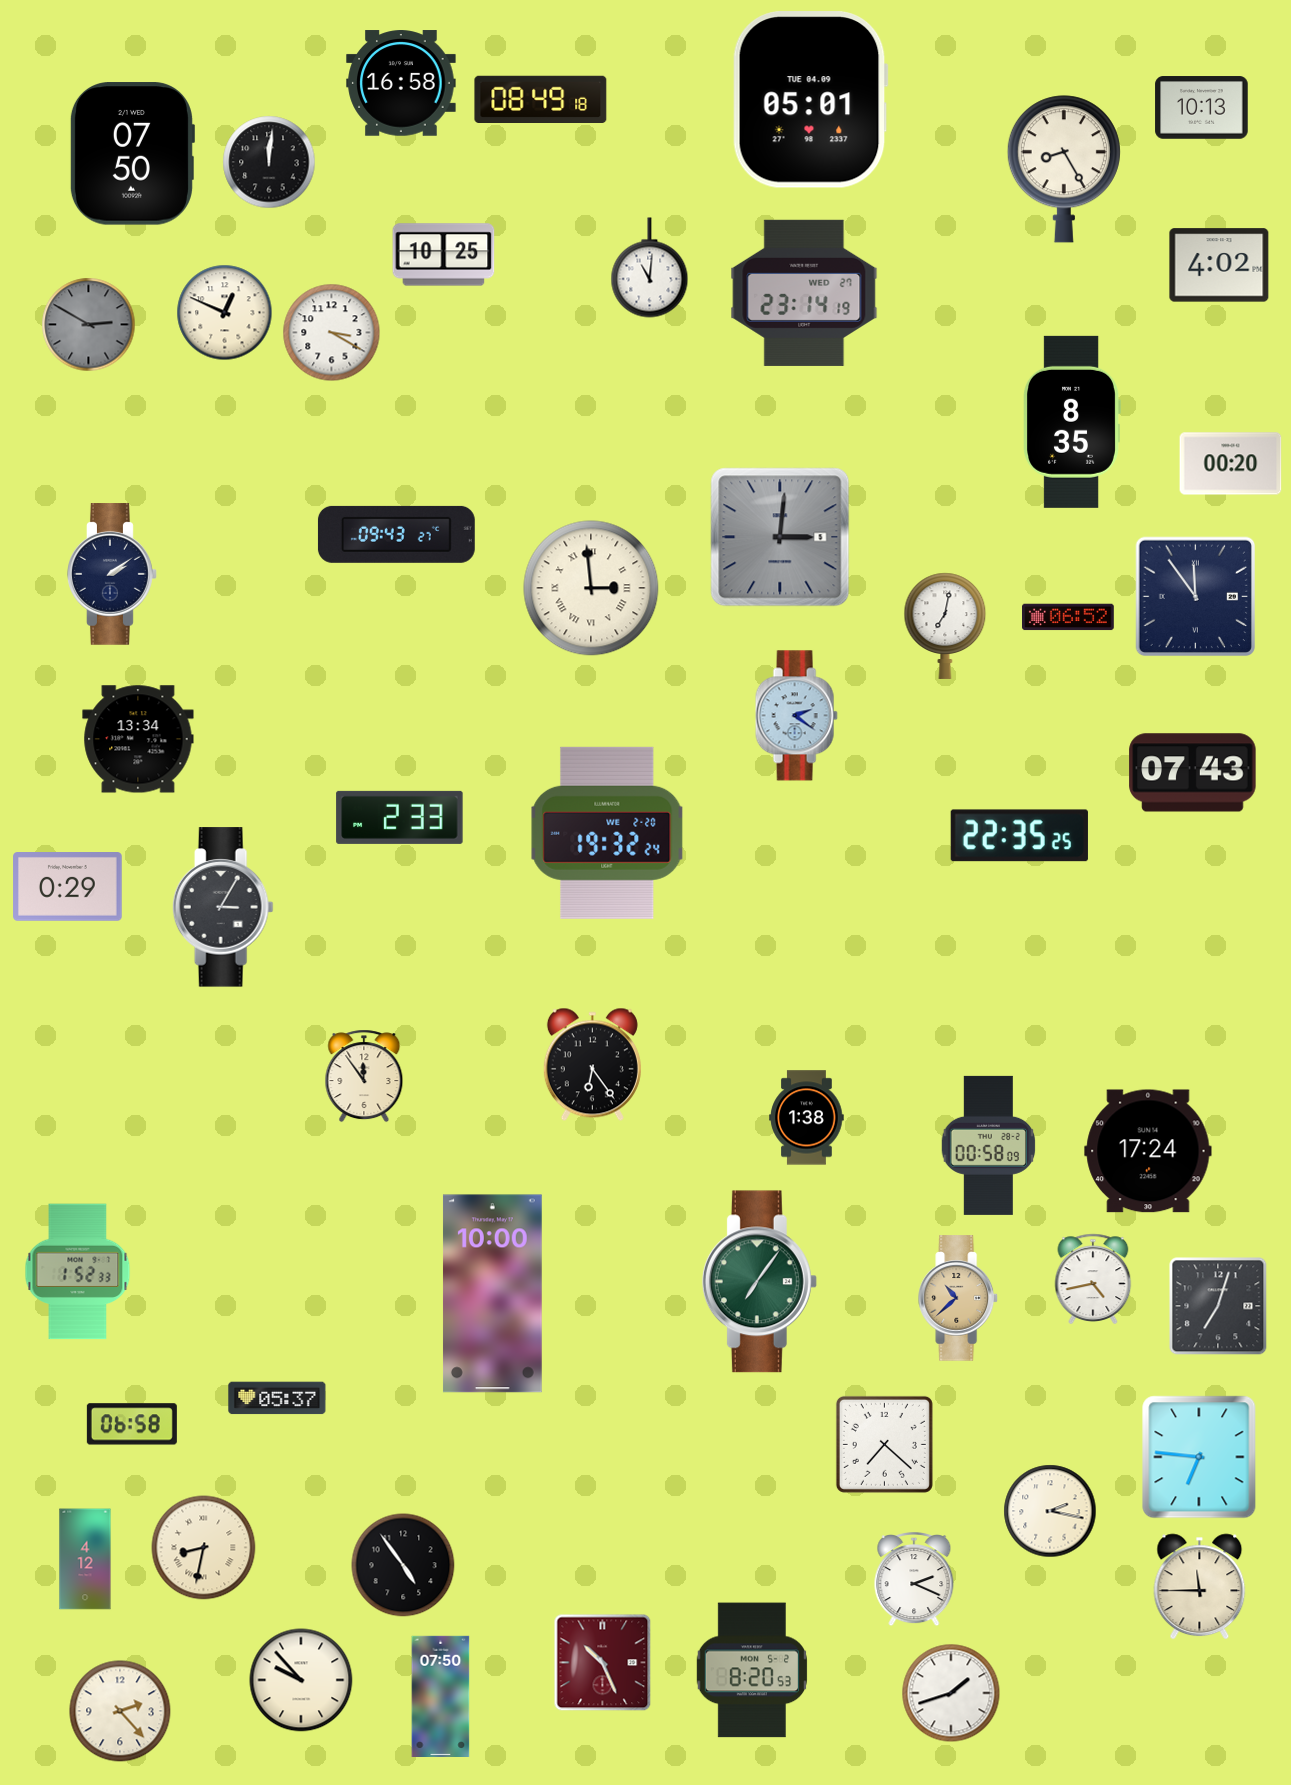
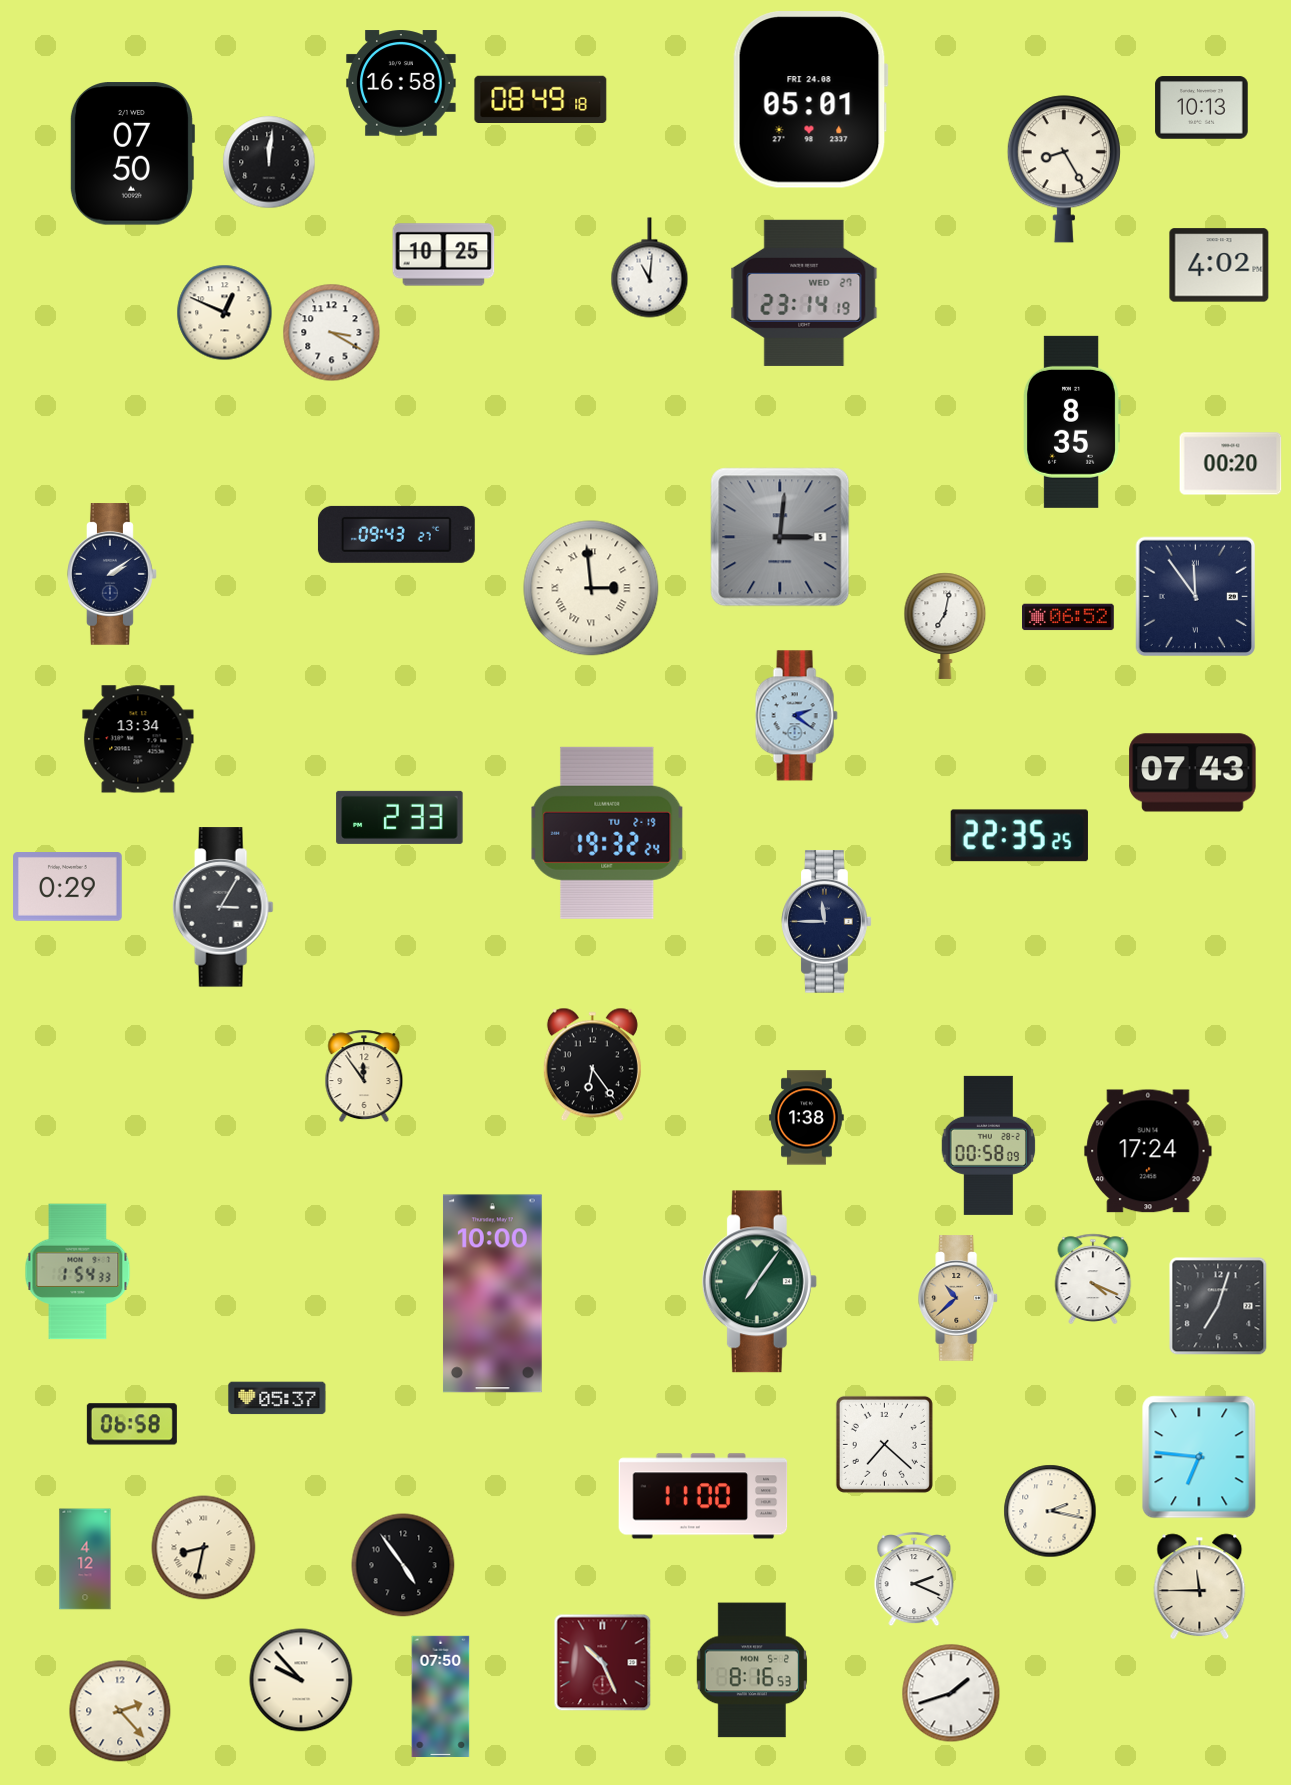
clock at (810, 100) date: TUE 04.09 -> FRI 24.08
clock at (89, 325): 2:50 -> none
clock at (607, 833) date: WE 2-20 -> TU 2-19
clock at (827, 922): none -> 11:45
clock at (78, 1272): 1:52 -> 1:54
clock at (1093, 1278): 4:43 -> 4:19
clock at (703, 1496): none -> 11:00
clock at (752, 1670): 8:20 -> 8:16
